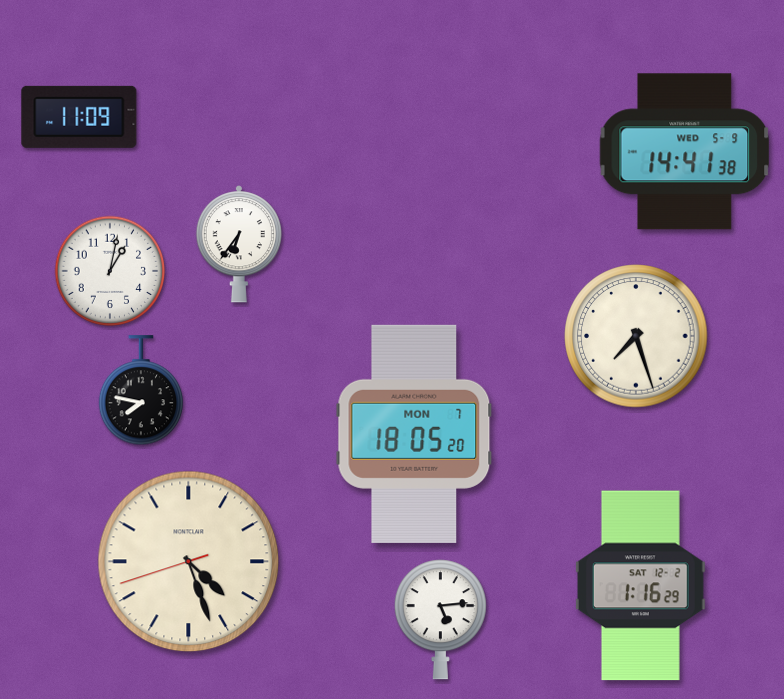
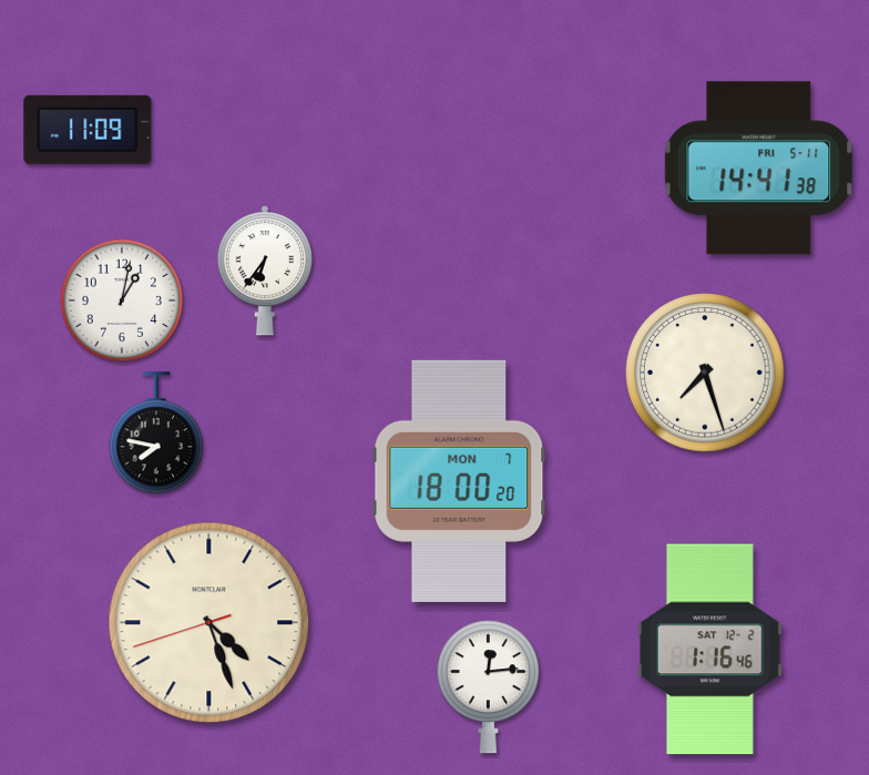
clock at (685, 152) date: WED 5-9 -> FRI 5-11
clock at (414, 434): 18:05 -> 18:00
clock at (640, 586): 1:16:29 -> 1:16:46
clock at (440, 620): 5:14 -> 12:14
